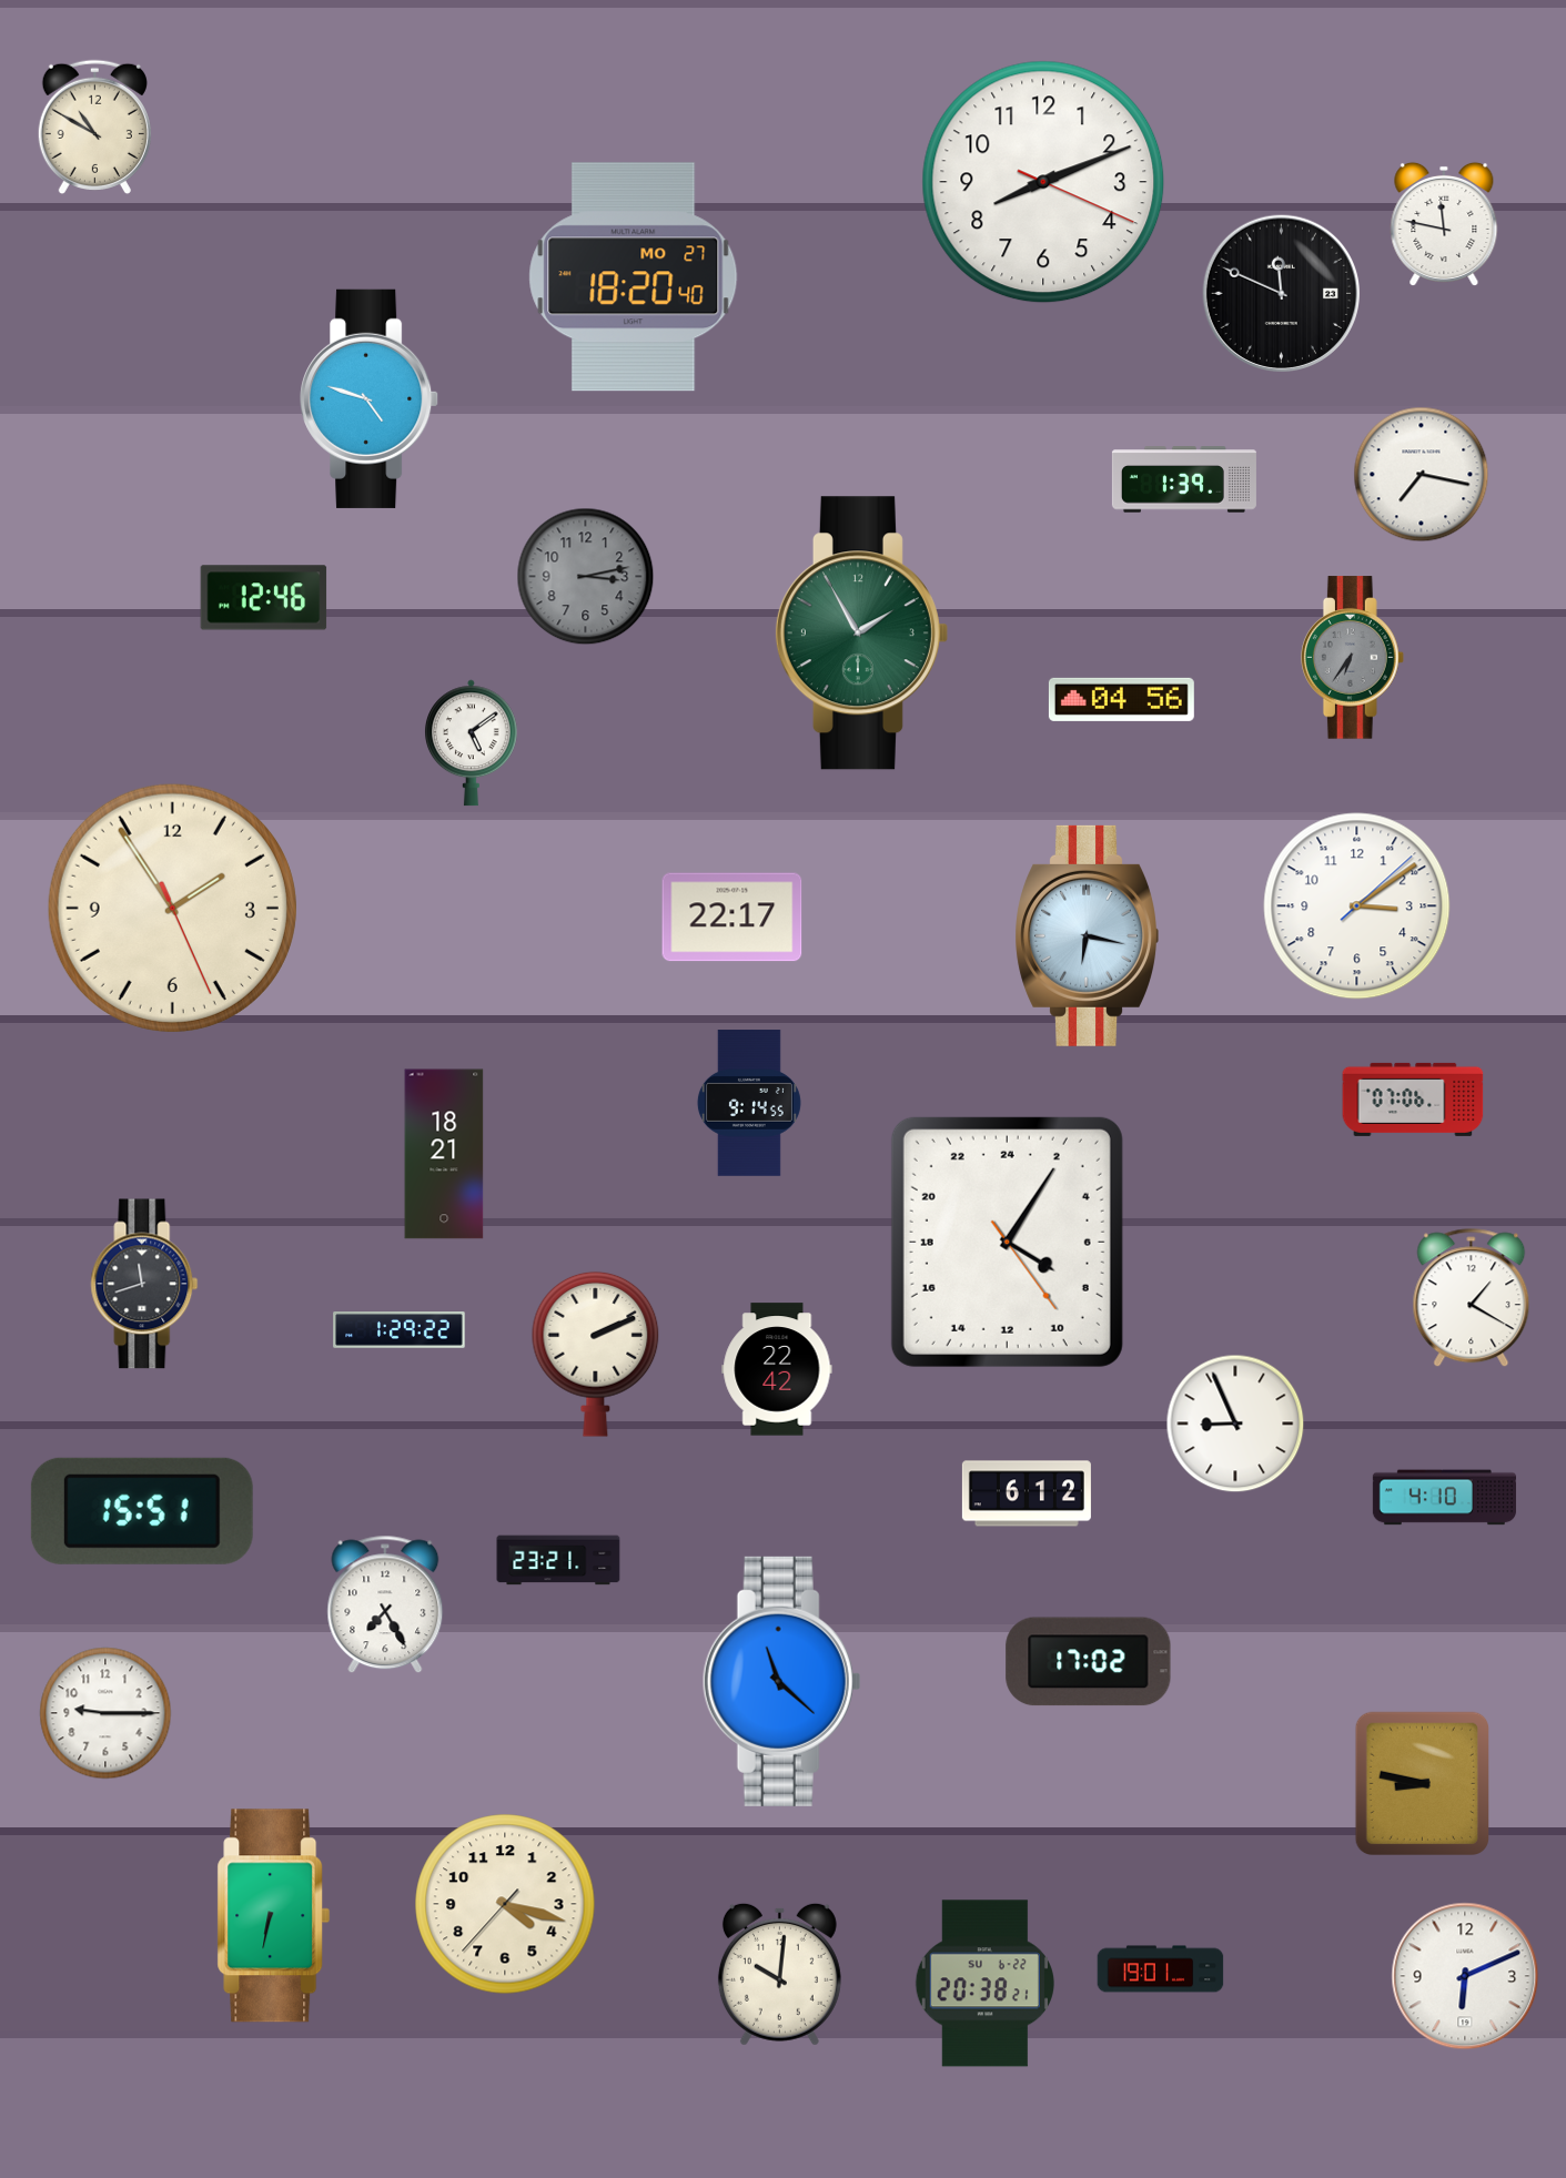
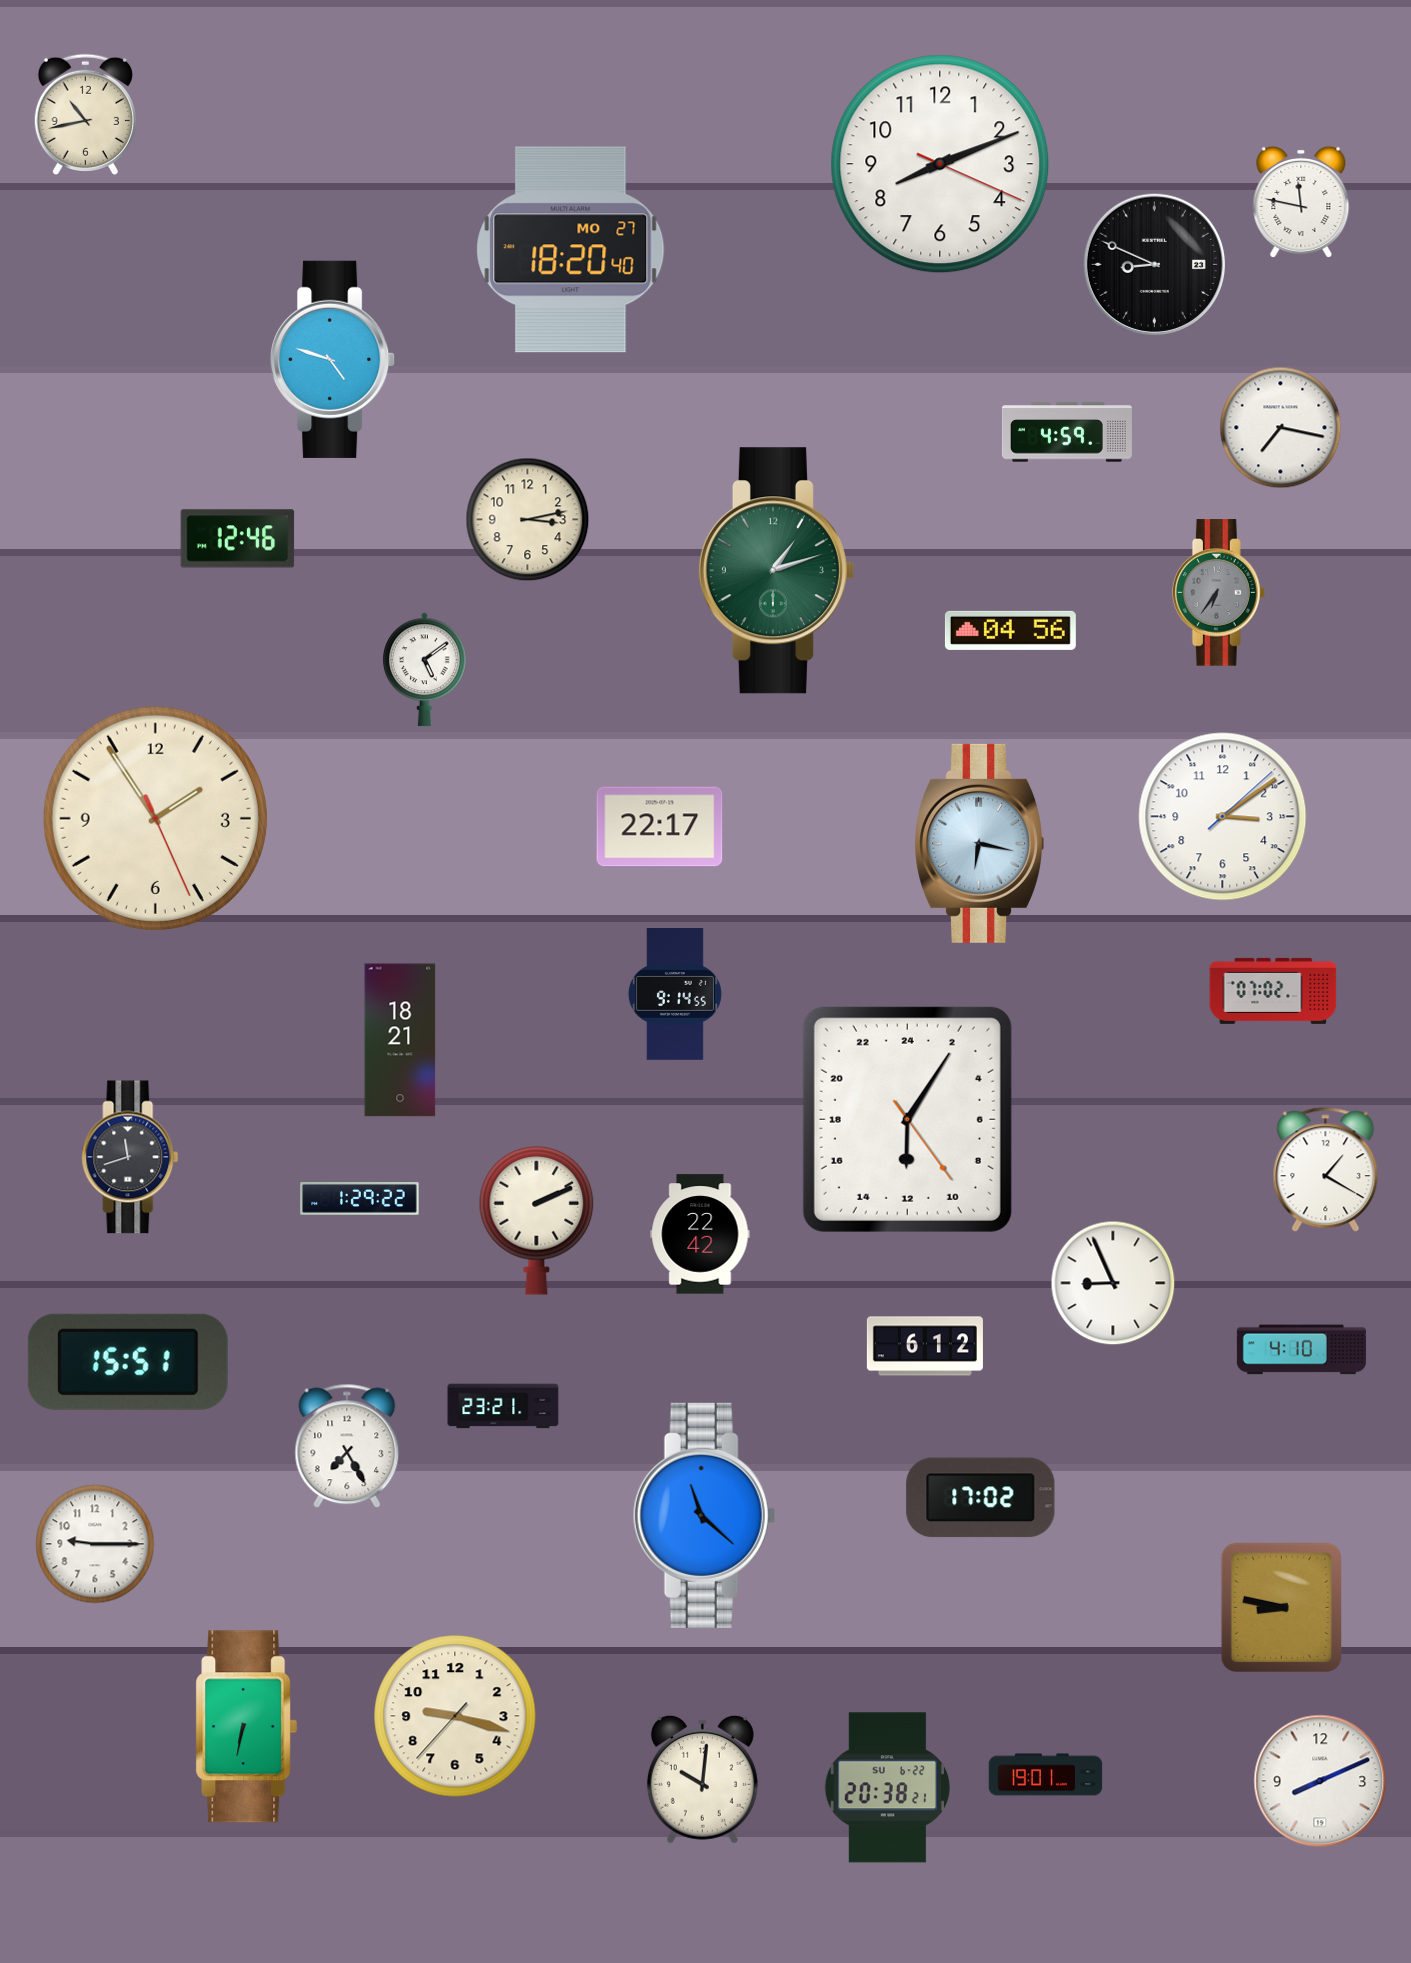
clock at (94, 126): 10:50 -> 10:43
clock at (1281, 293): 11:49 -> 8:49
clock at (1184, 479): 1:39 -> 4:59
clock at (586, 577) dial: grey -> cream
clock at (861, 634): 1:55 -> 1:12
clock at (1413, 1100): 07:06 -> 07:02
clock at (1007, 1242): 8:05 -> 12:05
clock at (505, 1904): 4:17 -> 9:17
clock at (1465, 1976): 6:11 -> 8:11
